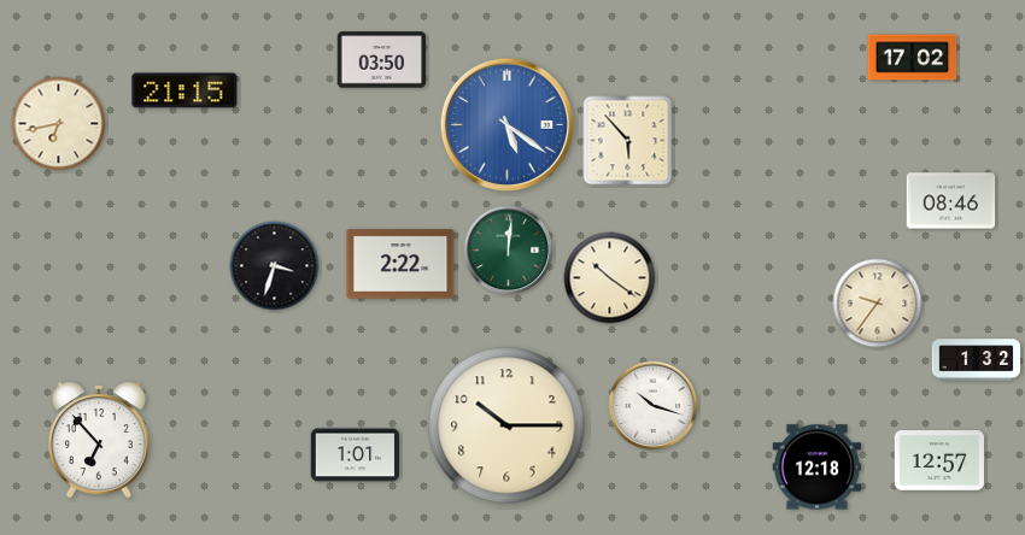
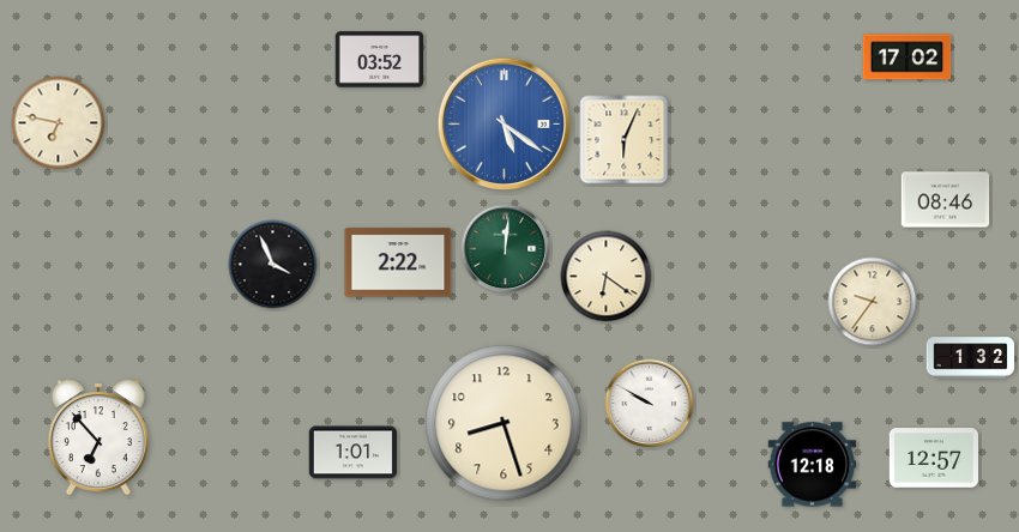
clock at (382, 60): 03:50 -> 03:52
clock at (184, 90): 21:15 -> none
clock at (59, 124): 6:43 -> 6:47
clock at (628, 141): 5:53 -> 6:04
clock at (275, 266): 3:33 -> 3:56
clock at (610, 278): 10:21 -> 6:21
clock at (654, 406): 10:18 -> 9:50
clock at (506, 425): 10:15 -> 8:27
